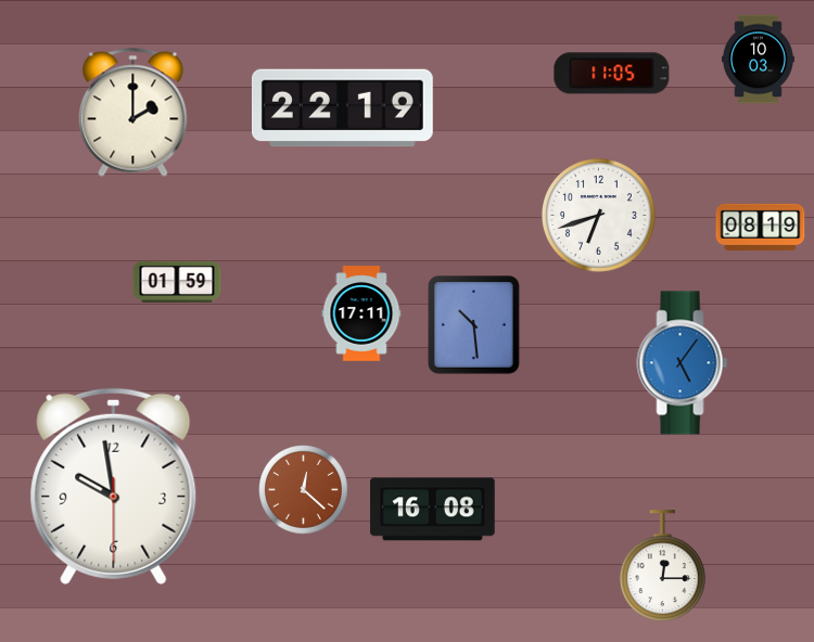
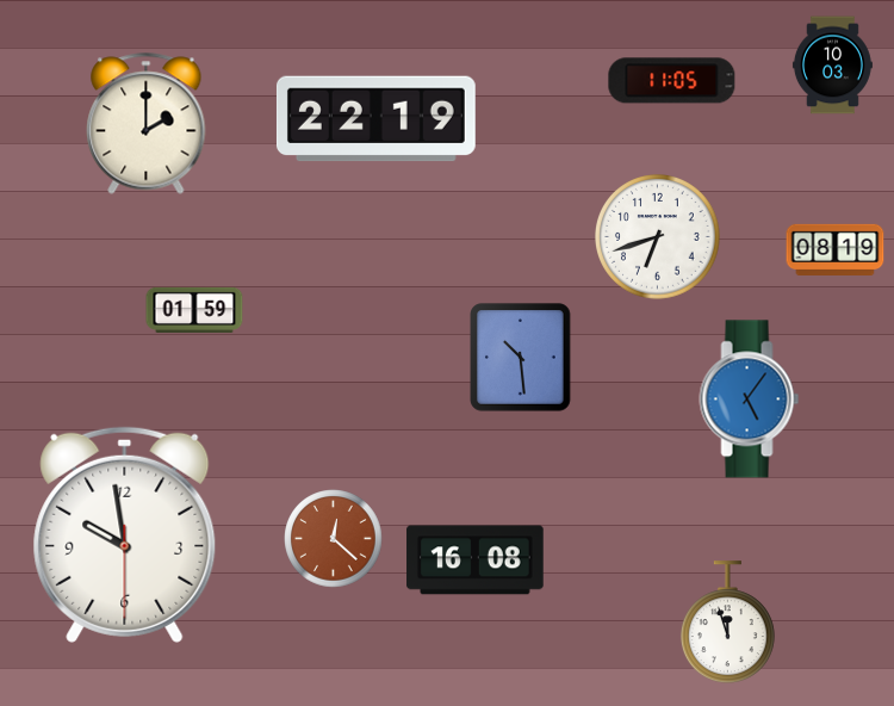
clock at (361, 313): 17:11 -> none
clock at (662, 566): 12:15 -> 11:57
